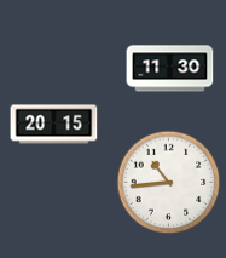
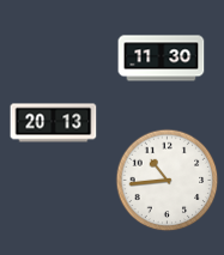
clock at (170, 69) position: (170, 69) -> (162, 59)
clock at (54, 125): 20:15 -> 20:13
